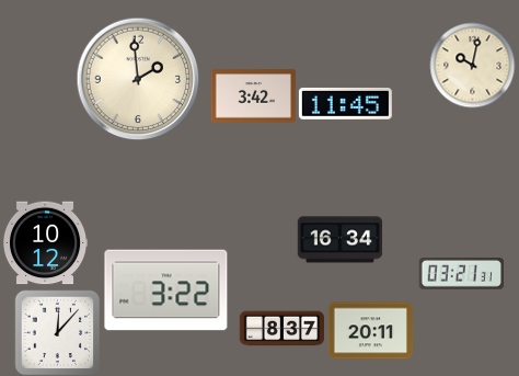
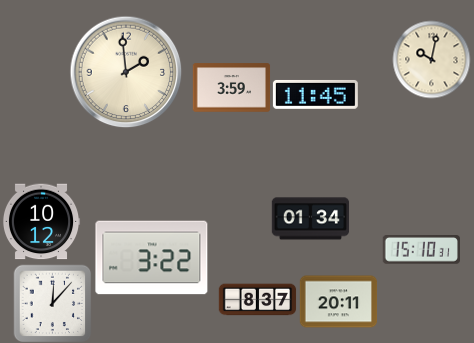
clock at (253, 96): 3:42 -> 3:59
clock at (339, 240): 16:34 -> 01:34
clock at (461, 274): 03:21 -> 15:10
clock at (166, 290) position: (166, 290) -> (152, 258)
